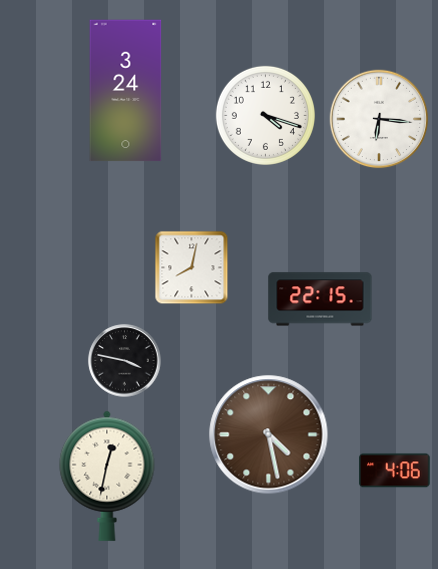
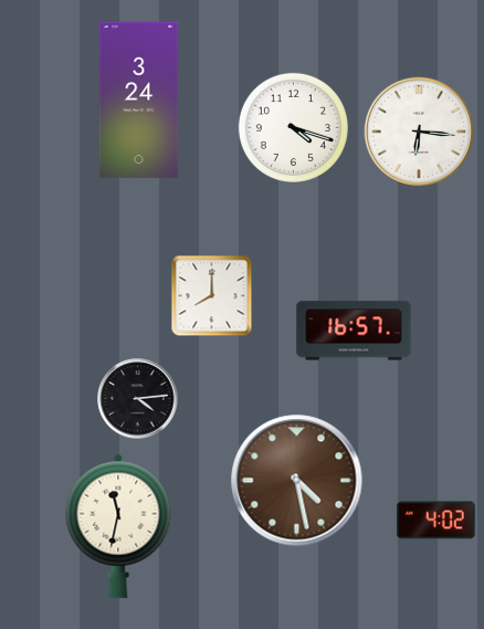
clock at (192, 268): 8:02 -> 8:00
clock at (320, 299): 22:15 -> 16:57
clock at (125, 361): 3:47 -> 4:14
clock at (395, 471): 4:06 -> 4:02
clock at (107, 476): 12:32 -> 11:32
